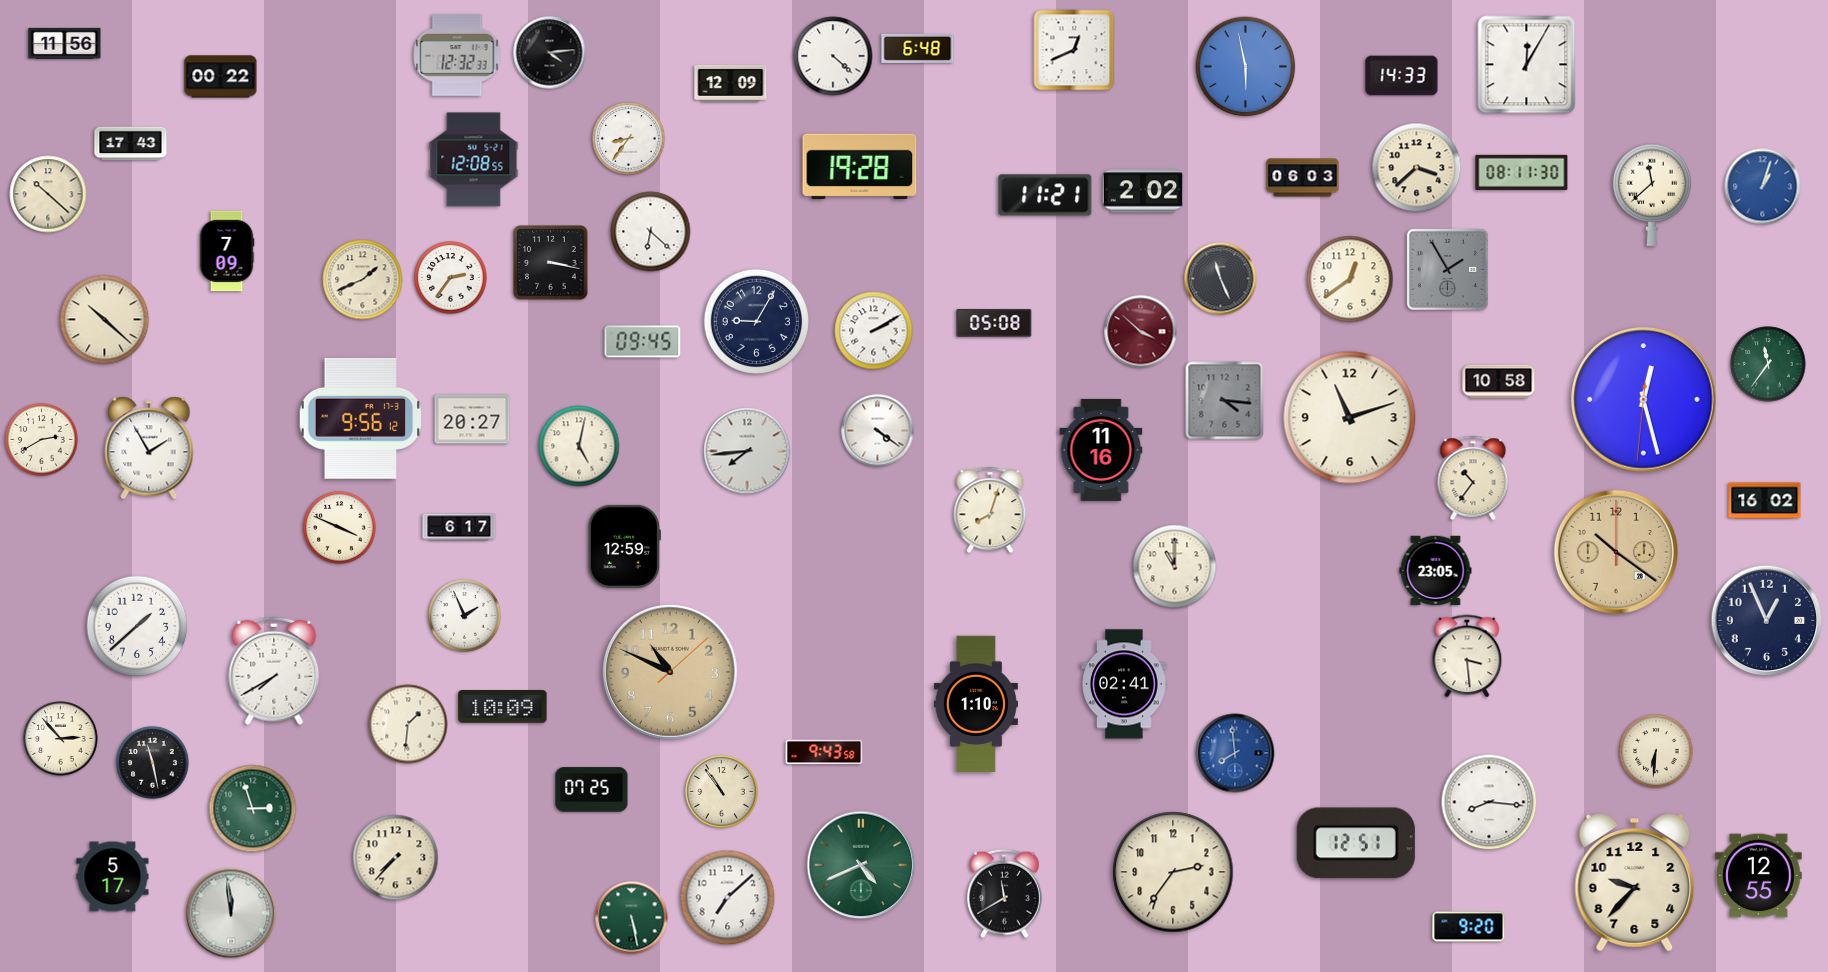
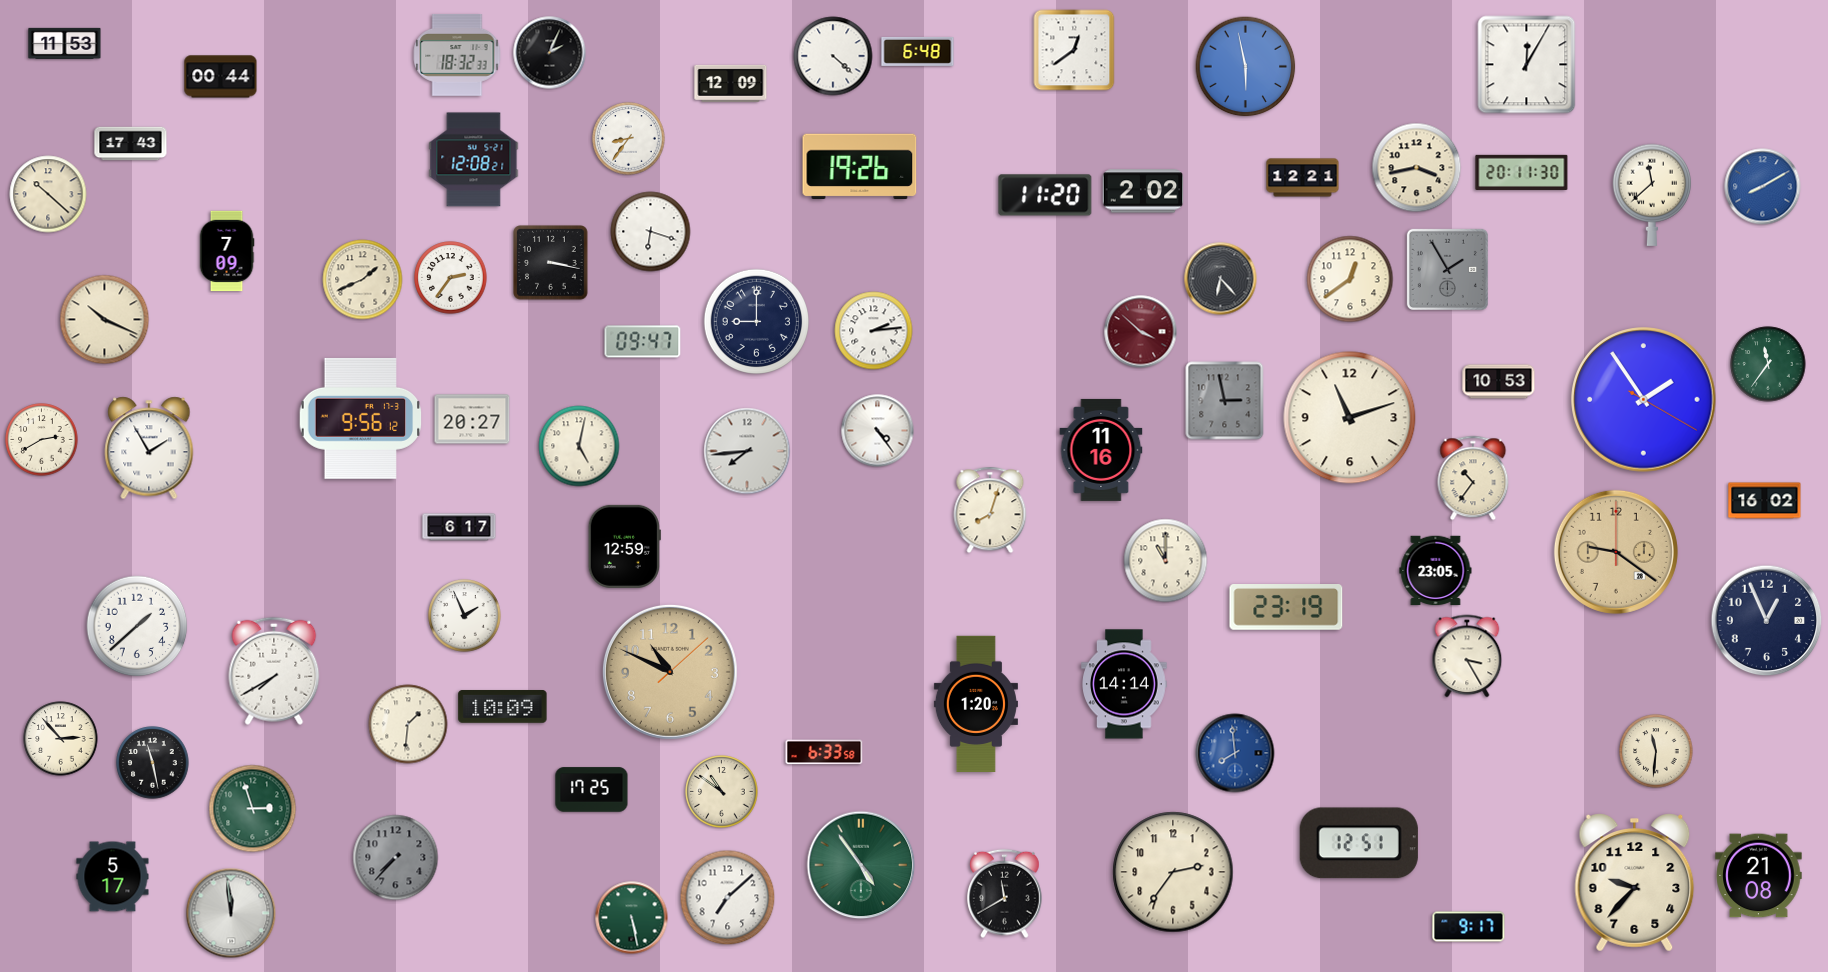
clock at (65, 43): 11:56 -> 11:53
clock at (918, 48) position: (918, 48) -> (918, 51)
clock at (1074, 50): 12:41 -> 12:39
clock at (550, 53): 4:14 -> 2:04
clock at (457, 56): 12:32 -> 18:32
clock at (1402, 76): 14:33 -> none
clock at (221, 77): 00:22 -> 00:44
clock at (474, 160): 12:08:55 -> 12:08:21
clock at (860, 167): 19:28 -> 19:26
clock at (1417, 168): 3:38 -> 3:43
clock at (1522, 172): 08:11 -> 20:11
clock at (1303, 178): 06:03 -> 12:21
clock at (1763, 187): 1:03 -> 8:10
clock at (1045, 195): 11:21 -> 11:20
clock at (651, 232): 6:22 -> 6:18
clock at (1221, 279): 11:26 -> 6:23
clock at (105, 320): 10:22 -> 10:19
clock at (756, 321): 9:05 -> 9:00
clock at (994, 323): 05:08 -> none
clock at (874, 331): 2:10 -> 2:14
clock at (643, 342): 09:45 -> 09:47
clock at (1499, 382): 10:58 -> 10:53
clock at (1644, 400): 12:27 -> 1:54
clock at (1225, 401): 4:16 -> 2:58
clock at (878, 431): 4:21 -> 4:24
clock at (340, 528): 3:49 -> none
clock at (1616, 552): 10:21 -> 9:21
clock at (1175, 567) position: (1175, 567) -> (1166, 561)
clock at (1286, 608): none -> 23:19
clock at (1467, 656): 3:29 -> 3:25
clock at (1124, 684): 02:41 -> 14:14
clock at (976, 704): 1:10 -> 1:20
clock at (1656, 751): 6:31 -> 11:31
clock at (824, 752): 9:43 -> 6:33
clock at (592, 790): 07:25 -> 17:25
clock at (722, 792): 10:54 -> 10:51
clock at (1489, 802): 8:16 -> none
clock at (1356, 843) position: (1356, 843) -> (1359, 843)
clock at (396, 858) dial: cream -> grey
clock at (861, 865): 4:41 -> 4:54
clock at (1759, 876): 12:55 -> 21:08
clock at (1469, 927): 9:20 -> 9:17
